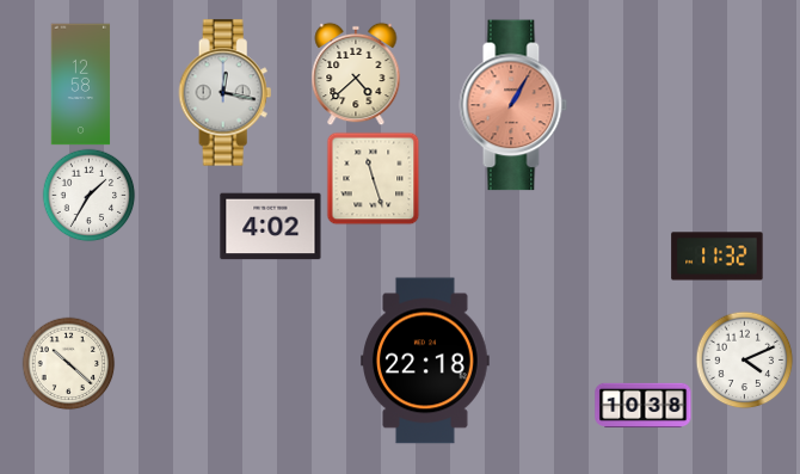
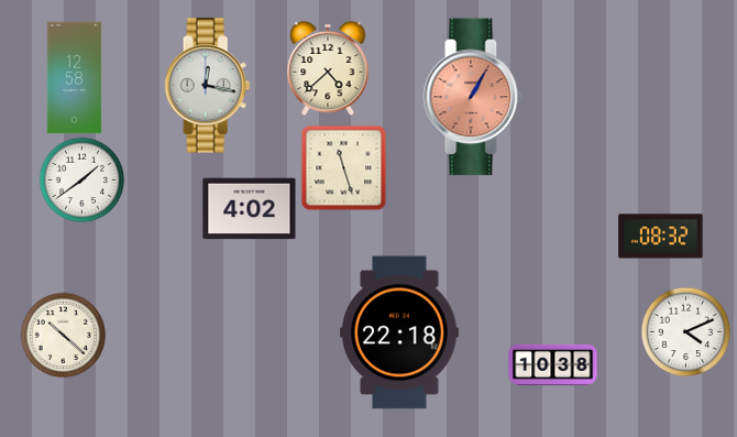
clock at (373, 178) position: (373, 178) -> (343, 167)
clock at (88, 195): 1:35 -> 1:39
clock at (718, 257): 11:32 -> 08:32
clock at (426, 361) position: (426, 361) -> (400, 332)
clock at (644, 406) position: (644, 406) -> (553, 365)
